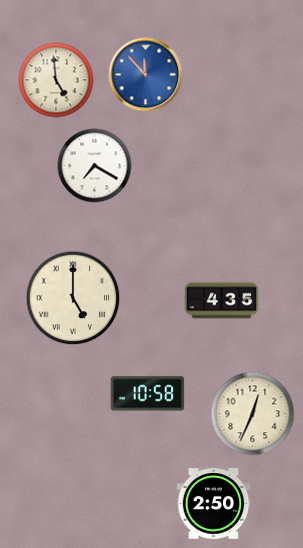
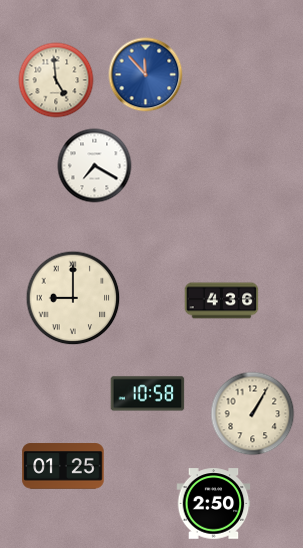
clock at (73, 298): 5:00 -> 9:00
clock at (222, 301): 4:35 -> 4:36
clock at (253, 414): 12:34 -> 1:05
clock at (63, 466): none -> 01:25
